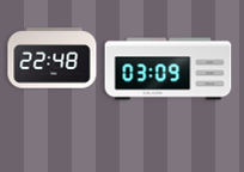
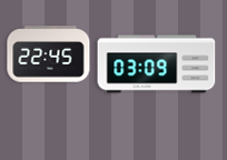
clock at (53, 59): 22:48 -> 22:45
